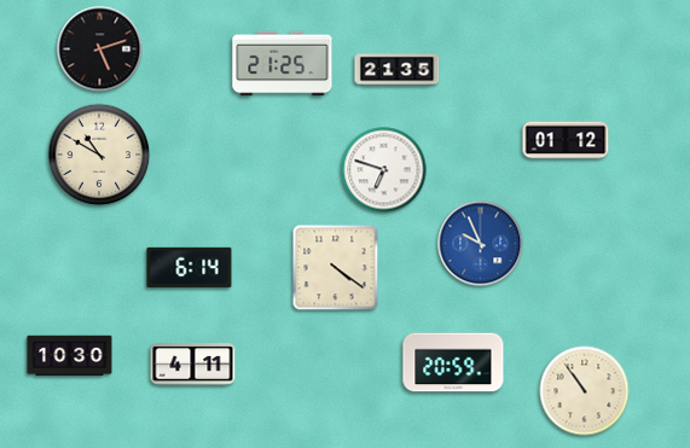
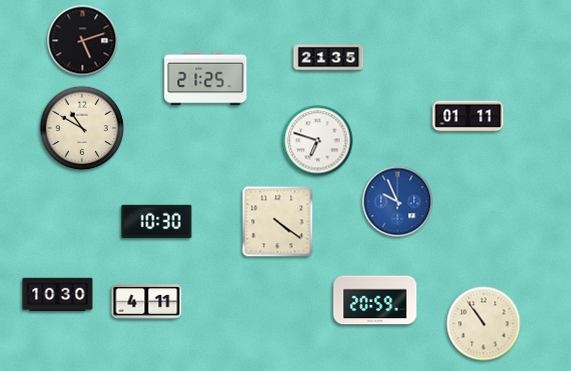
clock at (283, 64) position: (283, 64) -> (206, 79)
clock at (566, 140): 01:12 -> 01:11
clock at (190, 268): 6:14 -> 10:30
clock at (193, 365) position: (193, 365) -> (147, 302)
